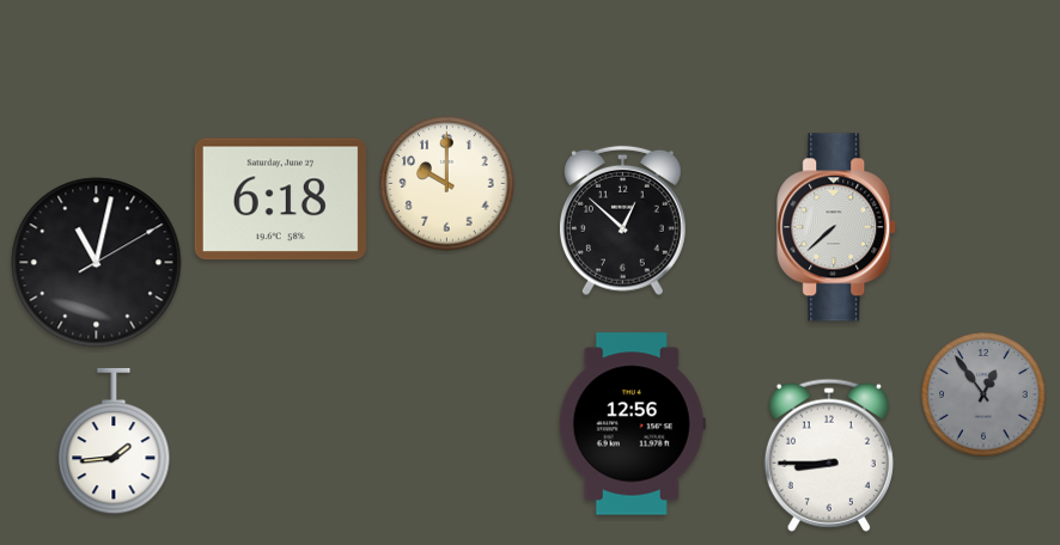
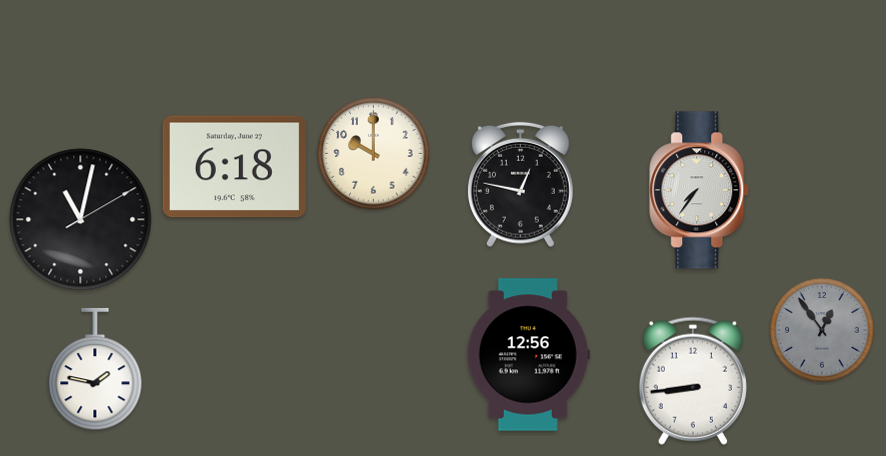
clock at (622, 221): 12:52 -> 12:47
clock at (837, 227): 7:38 -> 7:36
clock at (114, 441): 1:44 -> 1:47
clock at (829, 455): 8:45 -> 8:44
